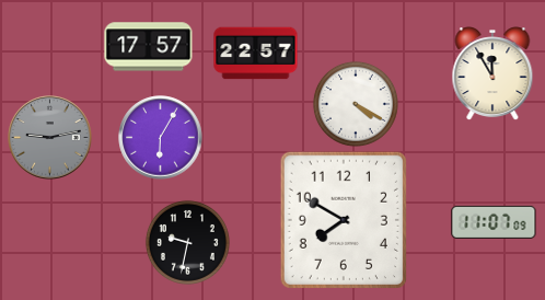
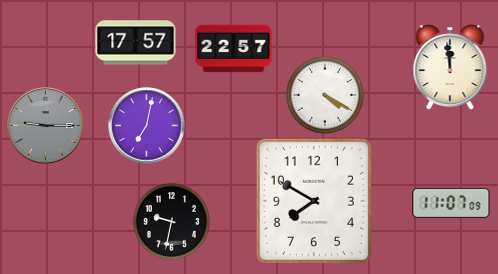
clock at (492, 73): 11:55 -> 11:59
clock at (50, 138): 9:13 -> 9:15
clock at (161, 138): 6:05 -> 7:02
